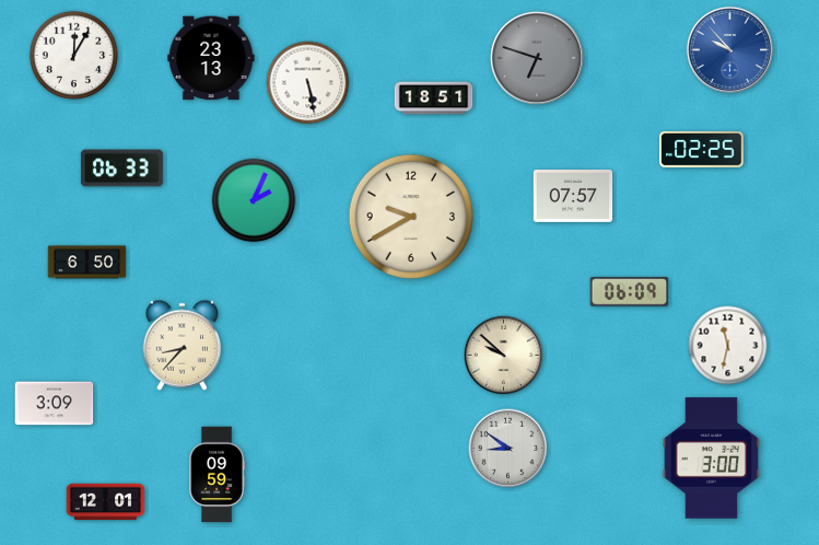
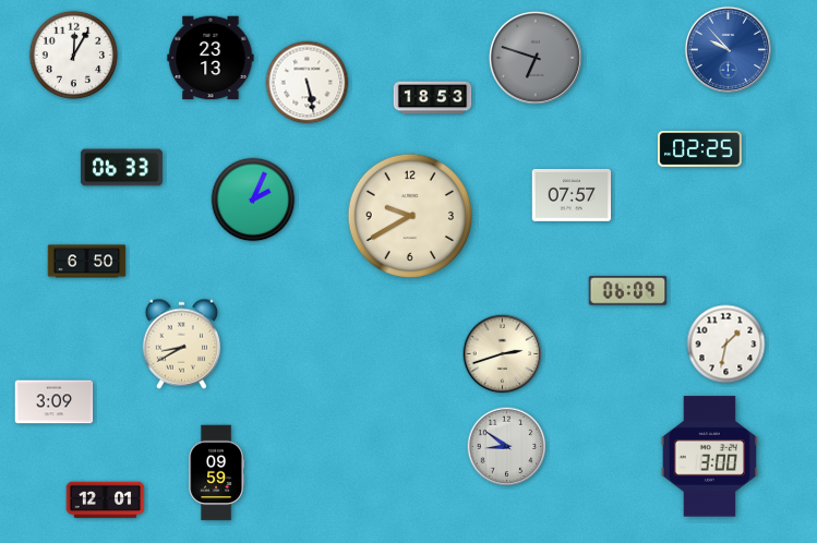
clock at (434, 98): 18:51 -> 18:53
clock at (183, 345): 8:37 -> 8:40
clock at (728, 346): 11:32 -> 1:32
clock at (504, 356): 9:52 -> 2:42
